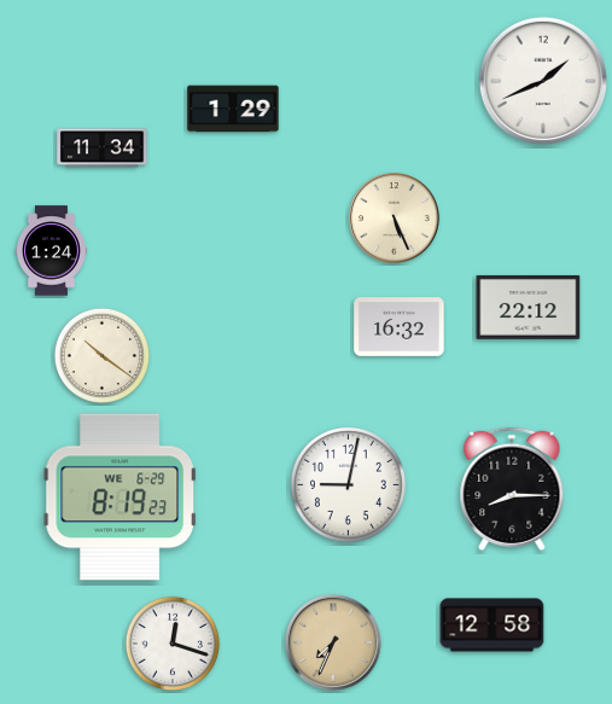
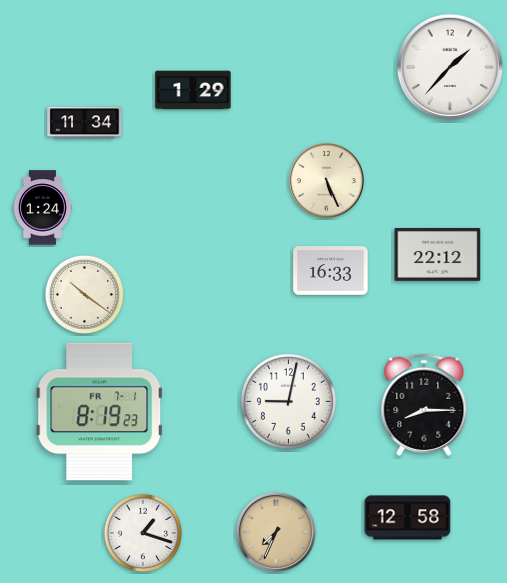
clock at (543, 81): 1:41 -> 1:37
clock at (400, 327): 16:32 -> 16:33
clock at (120, 498) date: WE 6-29 -> FR 7-1
clock at (173, 644): 12:18 -> 1:18
